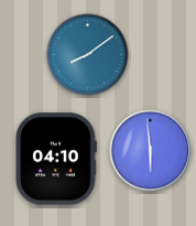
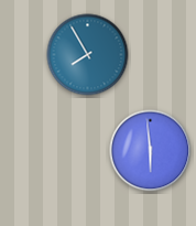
clock at (88, 55): 8:09 -> 7:55
clock at (56, 159): 04:10 -> none
